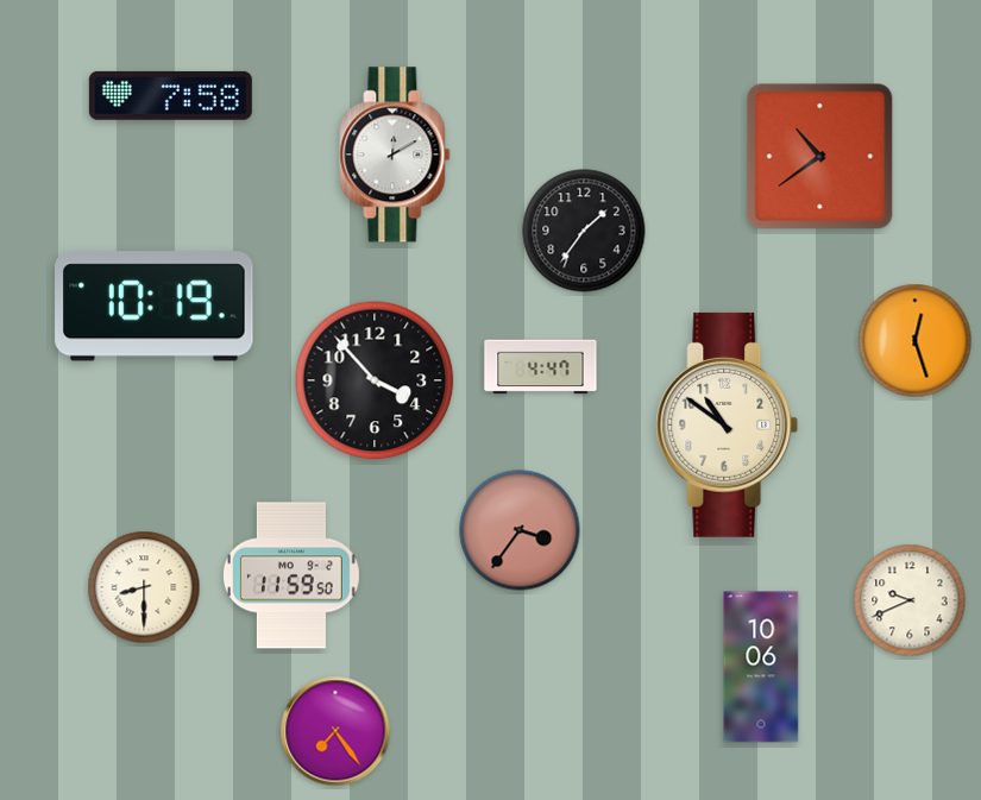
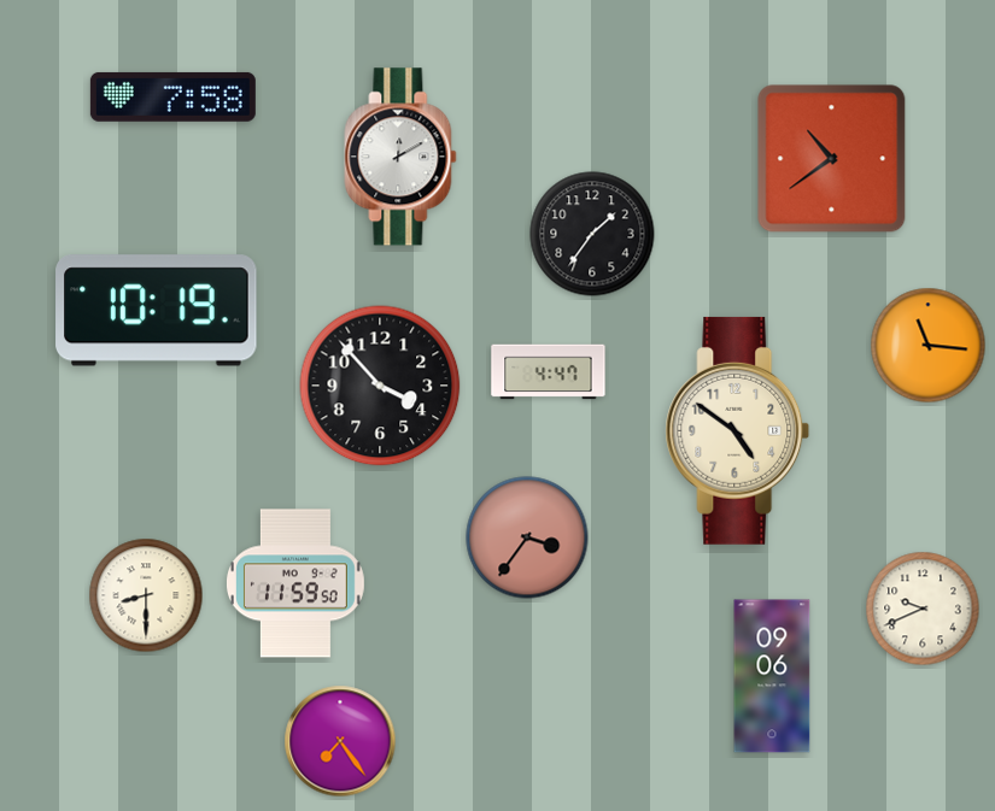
clock at (916, 341): 12:27 -> 11:16
clock at (728, 424): 10:51 -> 4:51
clock at (761, 667): 10:06 -> 09:06
